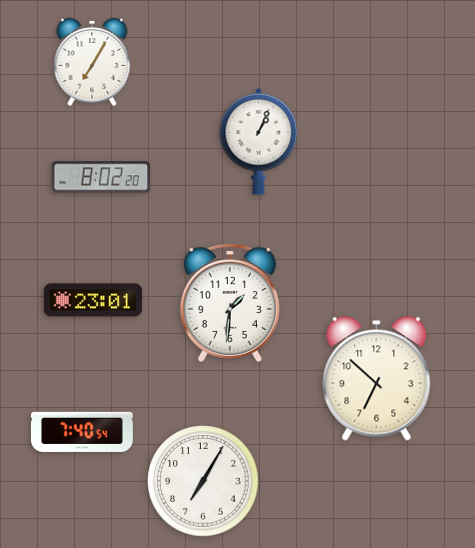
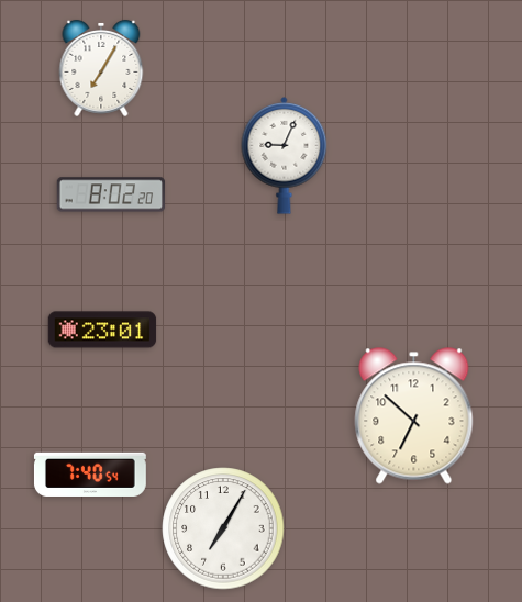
clock at (259, 142): 1:04 -> 9:04
clock at (230, 303): 1:31 -> none
